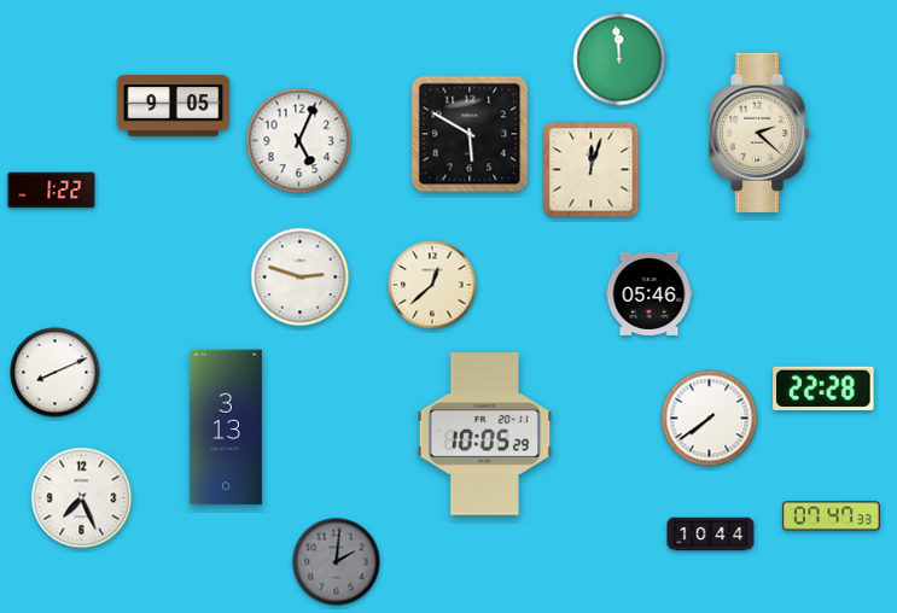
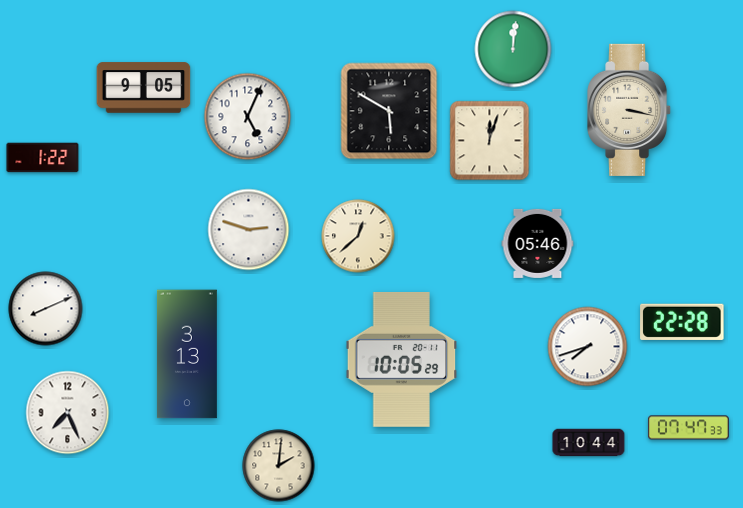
clock at (619, 59): 11:59 -> 12:01
clock at (761, 133): 2:22 -> 3:17
clock at (710, 419): 7:39 -> 7:42
clock at (337, 562) dial: grey -> cream
